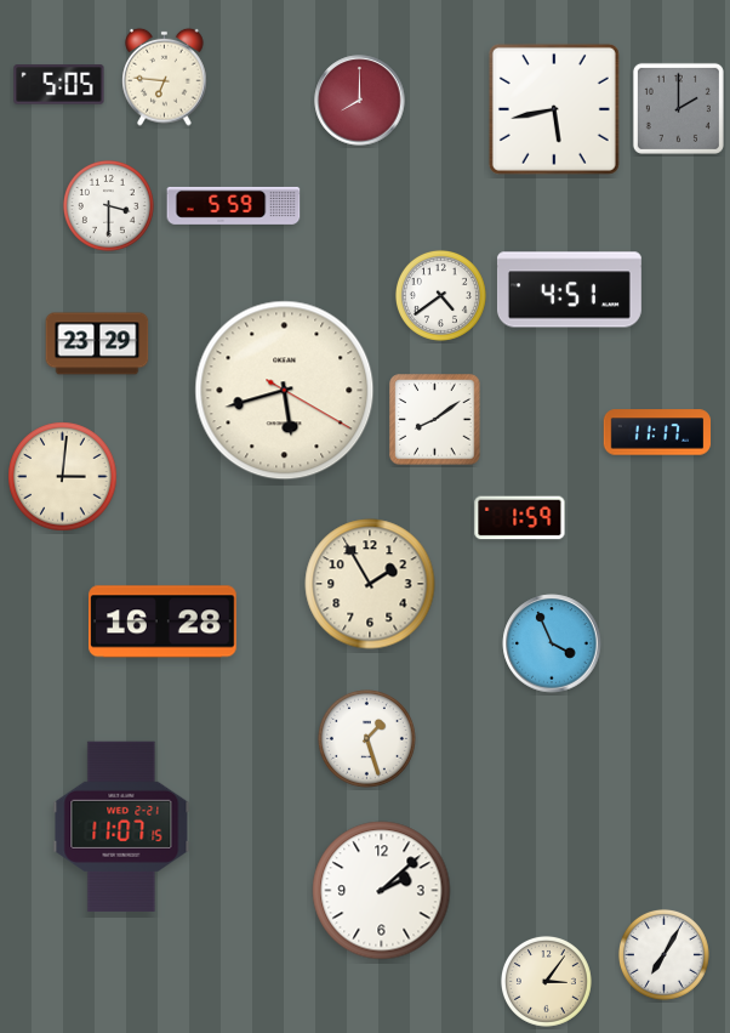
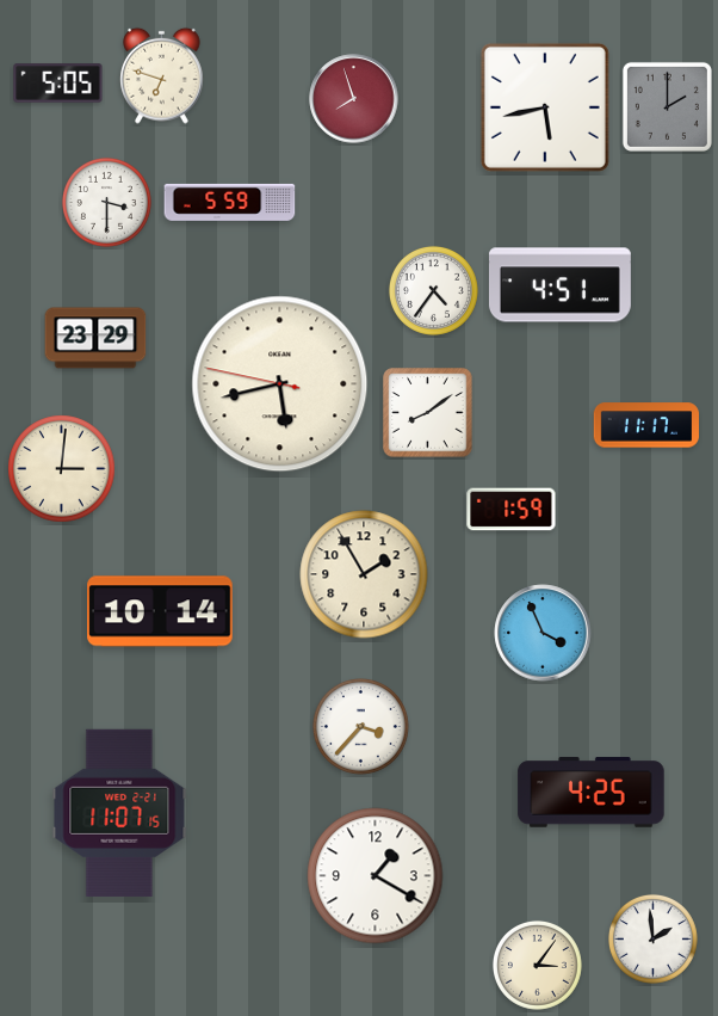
clock at (165, 76): 6:46 -> 6:48
clock at (360, 101): 8:00 -> 7:57
clock at (440, 295): 4:39 -> 4:36
clock at (285, 391): 5:42:20 -> 5:42:47
clock at (162, 621): 16:28 -> 10:14
clock at (367, 739): 1:27 -> 3:37
clock at (592, 793): none -> 4:25
clock at (382, 891): 2:08 -> 1:20
clock at (663, 954): 7:05 -> 1:59
